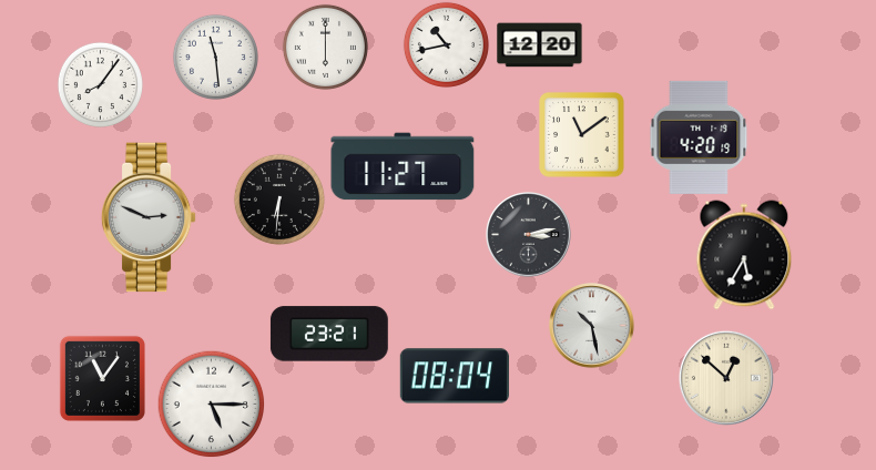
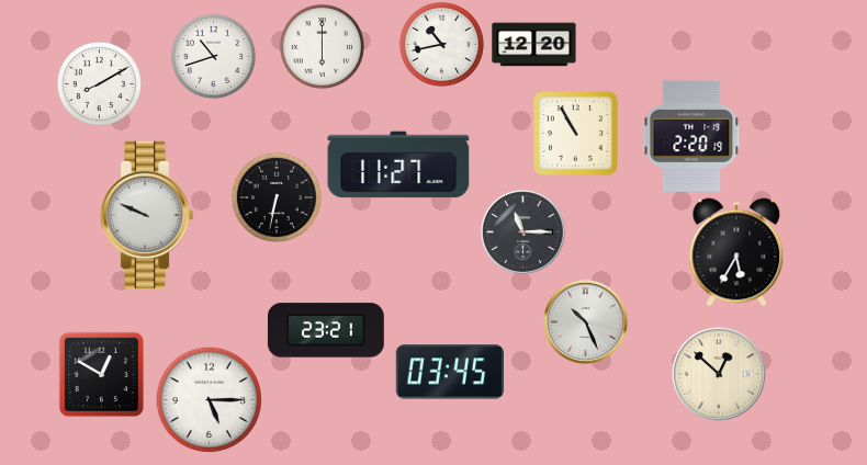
clock at (215, 57): 11:29 -> 10:42
clock at (100, 84): 8:06 -> 8:10
clock at (582, 135): 11:09 -> 10:55
clock at (699, 137): 4:20 -> 2:20
clock at (279, 200): 6:31 -> 6:32
clock at (149, 217): 2:49 -> 9:49
clock at (529, 235): 3:13 -> 11:15
clock at (592, 326): 10:28 -> 10:26
clock at (454, 376): 08:04 -> 03:45
clock at (102, 378): 11:06 -> 12:50
